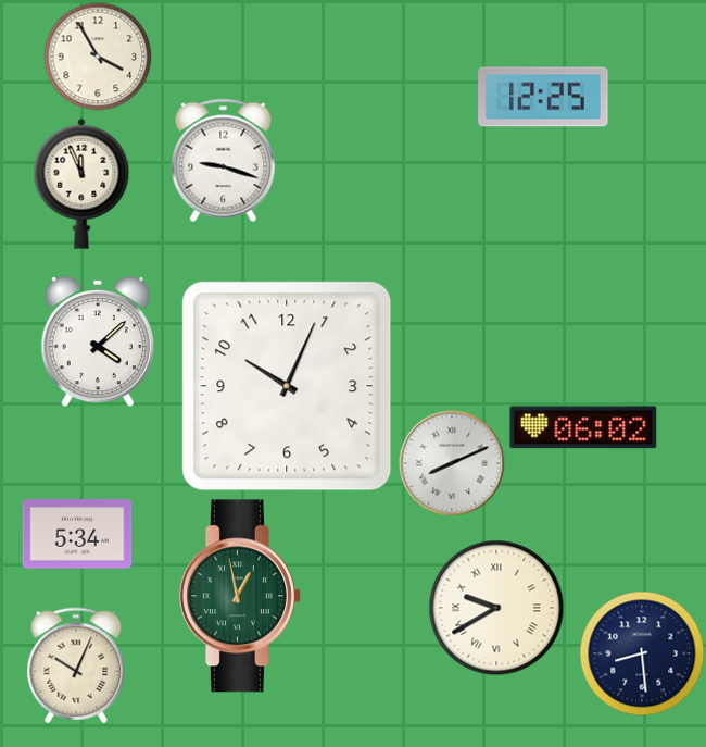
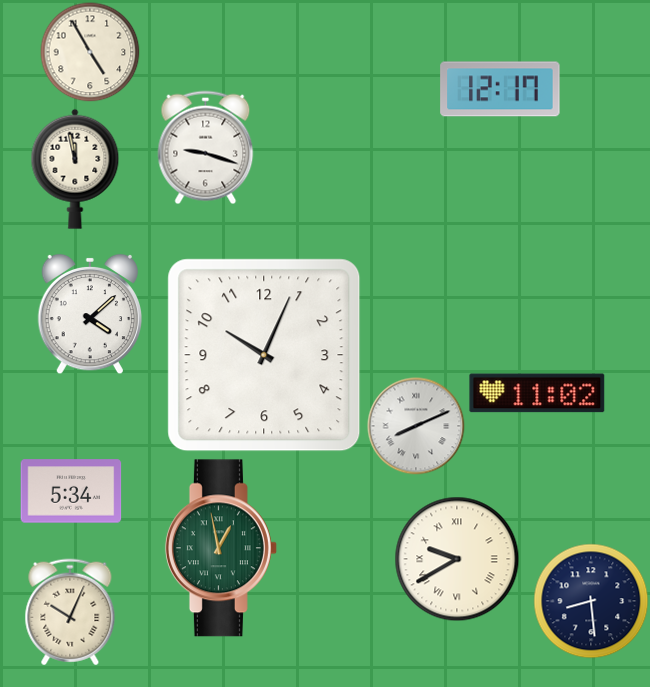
clock at (98, 57): 3:55 -> 4:55
clock at (543, 97): 12:25 -> 12:17
clock at (81, 184): 11:56 -> 11:58
clock at (583, 427): 06:02 -> 11:02
